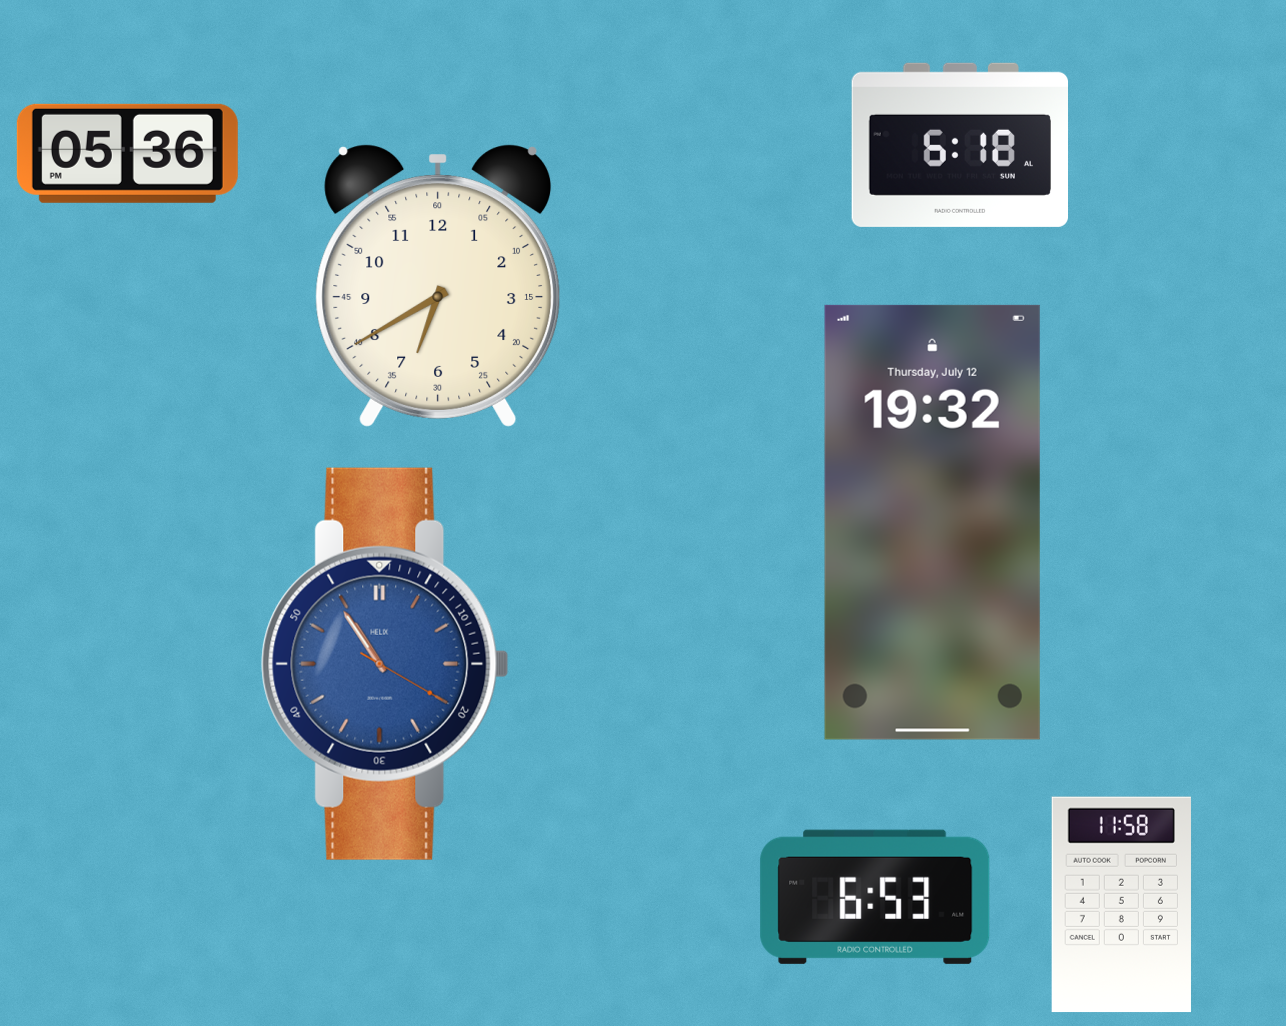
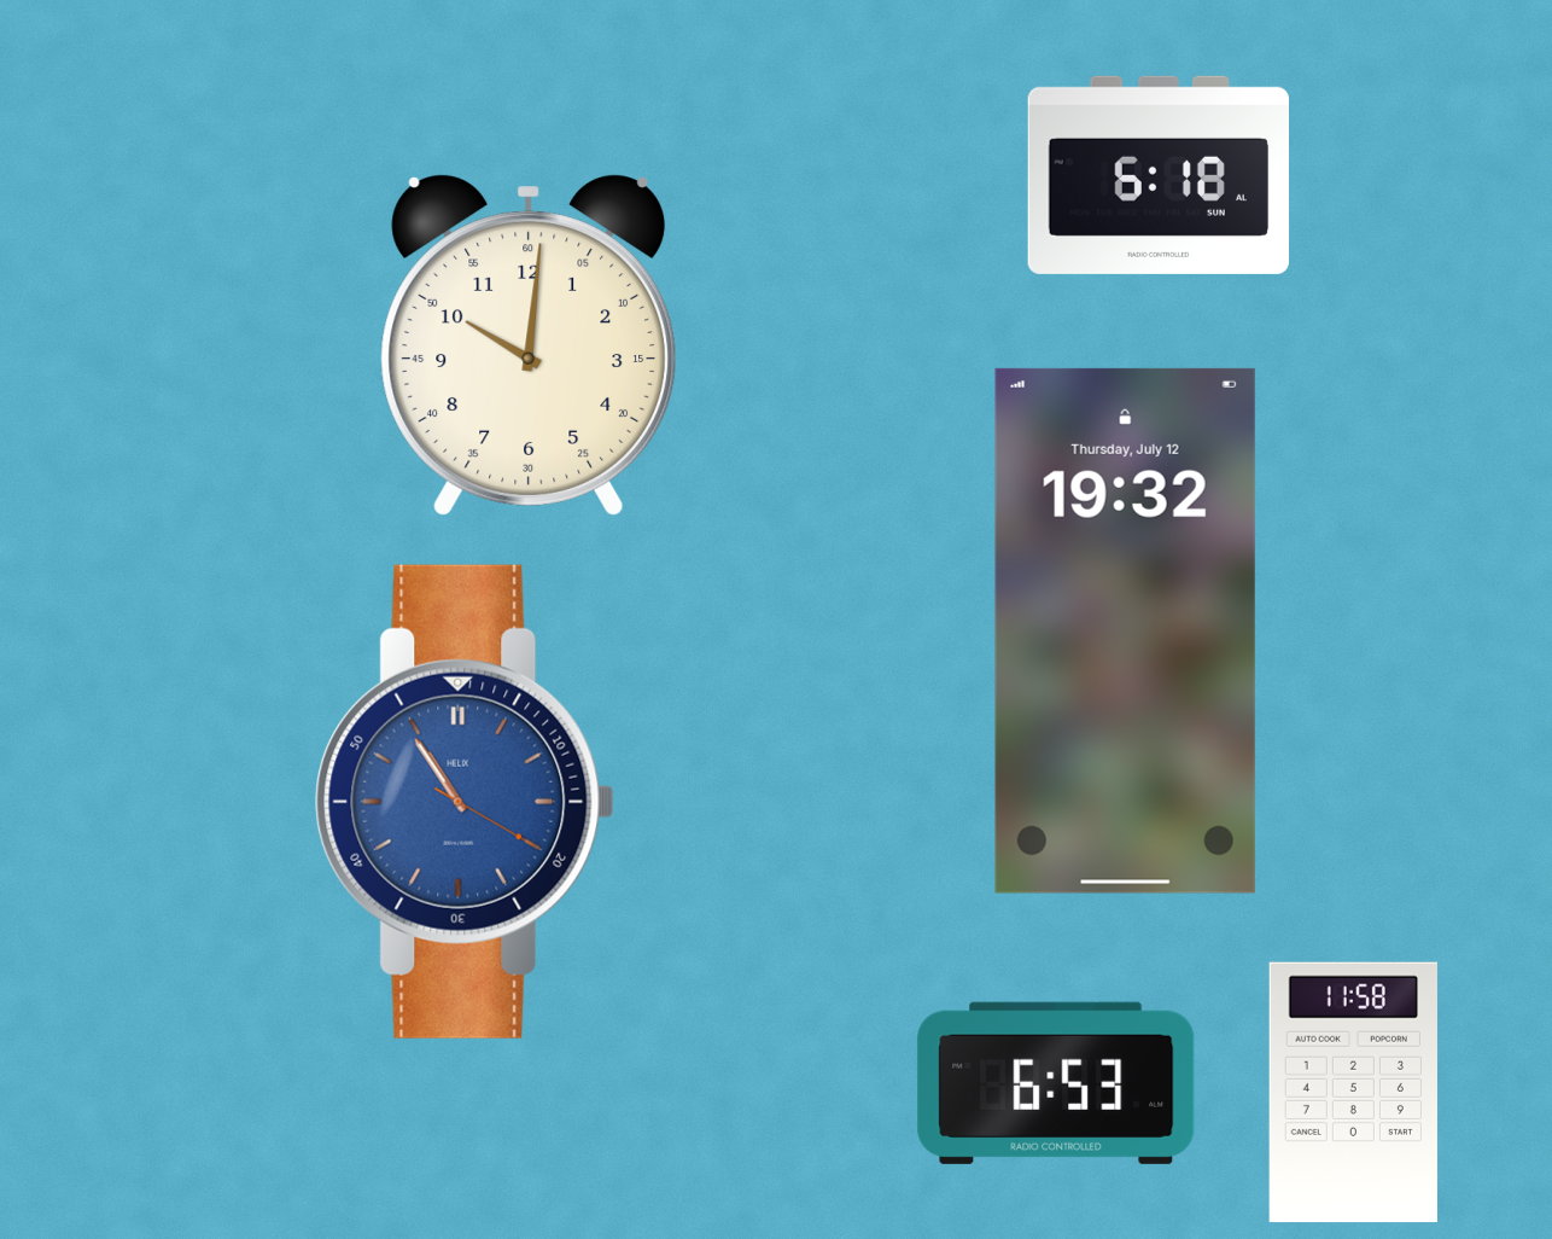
clock at (127, 153): 05:36 -> none
clock at (438, 286): 6:40 -> 10:01
